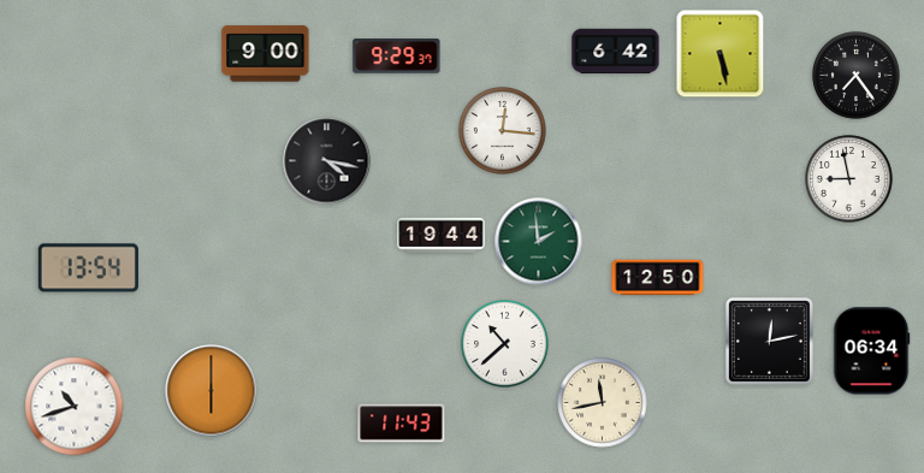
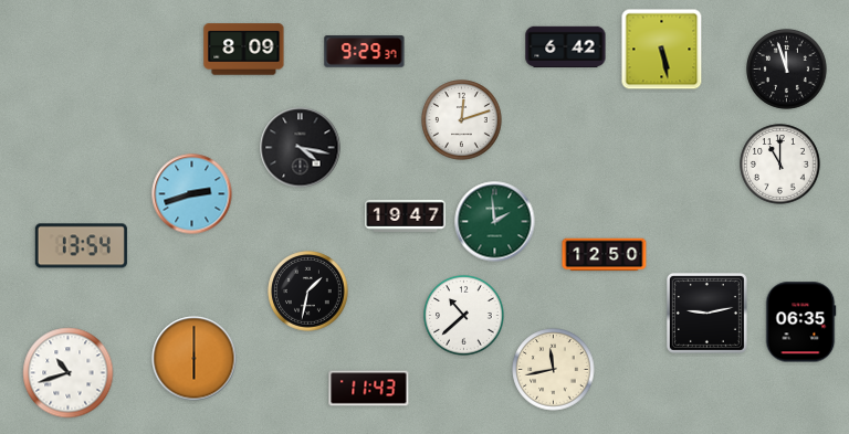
clock at (266, 54): 9:00 -> 8:09
clock at (857, 76): 7:24 -> 11:57
clock at (503, 131): 12:16 -> 12:12
clock at (849, 179): 8:58 -> 11:00
clock at (192, 194): none -> 2:42
clock at (442, 235): 19:44 -> 19:47
clock at (308, 292): none -> 1:32
clock at (769, 341): 12:13 -> 9:13
clock at (871, 351): 06:34 -> 06:35
